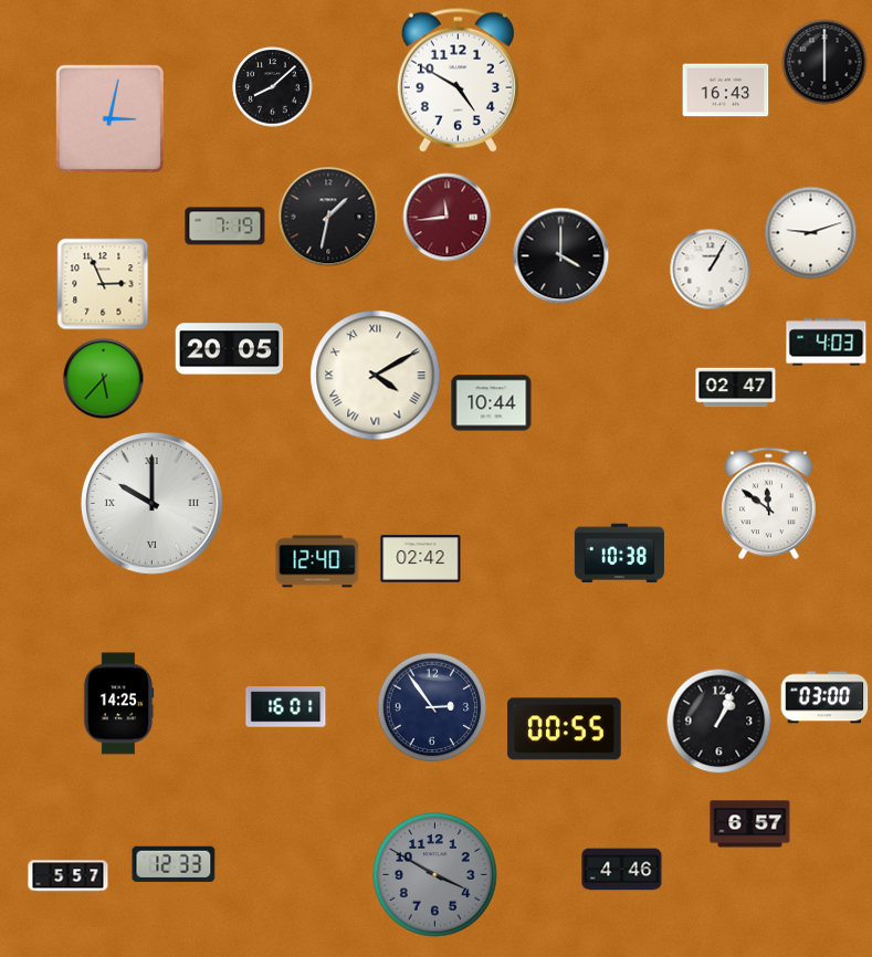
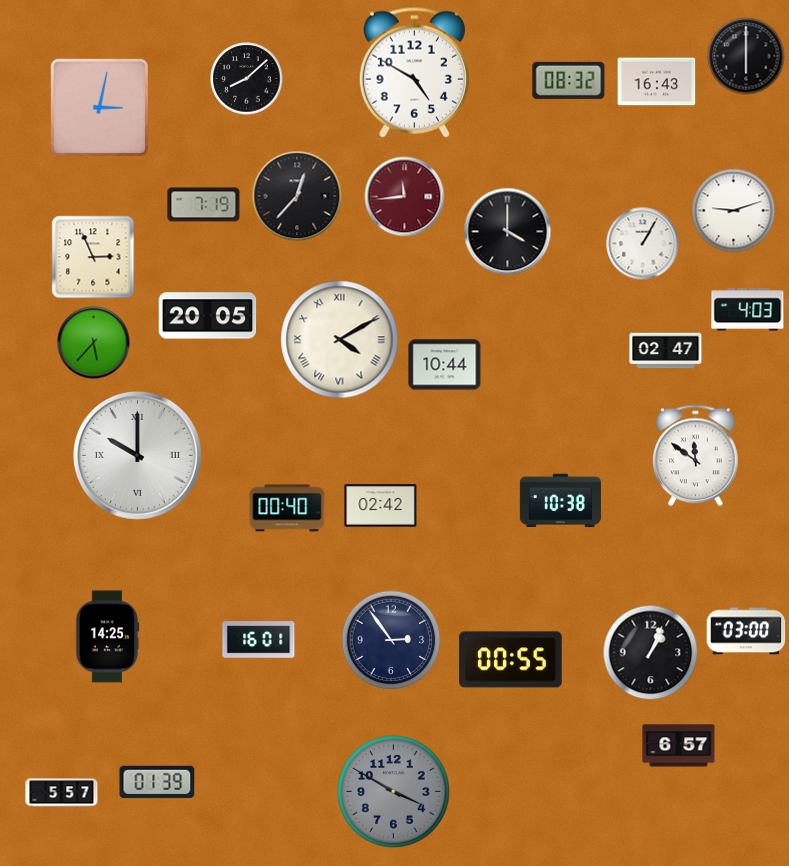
clock at (569, 80): none -> 08:32
clock at (328, 217): 1:32 -> 12:37
clock at (317, 561): 12:40 -> 00:40
clock at (174, 863): 12:33 -> 01:39
clock at (622, 870): 4:46 -> none
